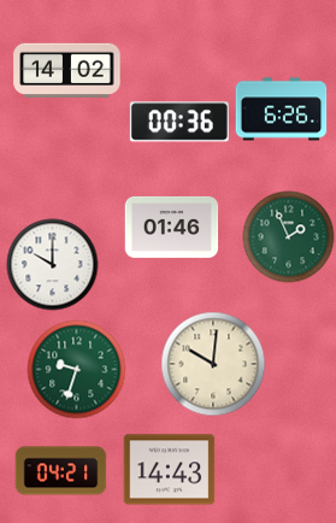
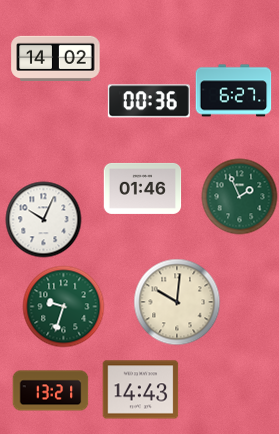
clock at (282, 110): 6:26 -> 6:27
clock at (53, 265): 10:00 -> 10:04
clock at (61, 471): 04:21 -> 13:21
